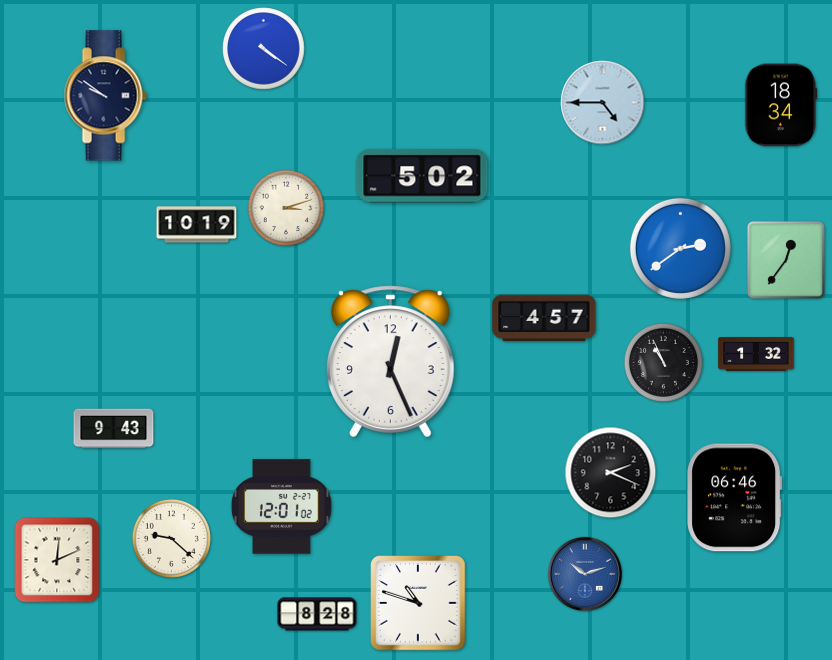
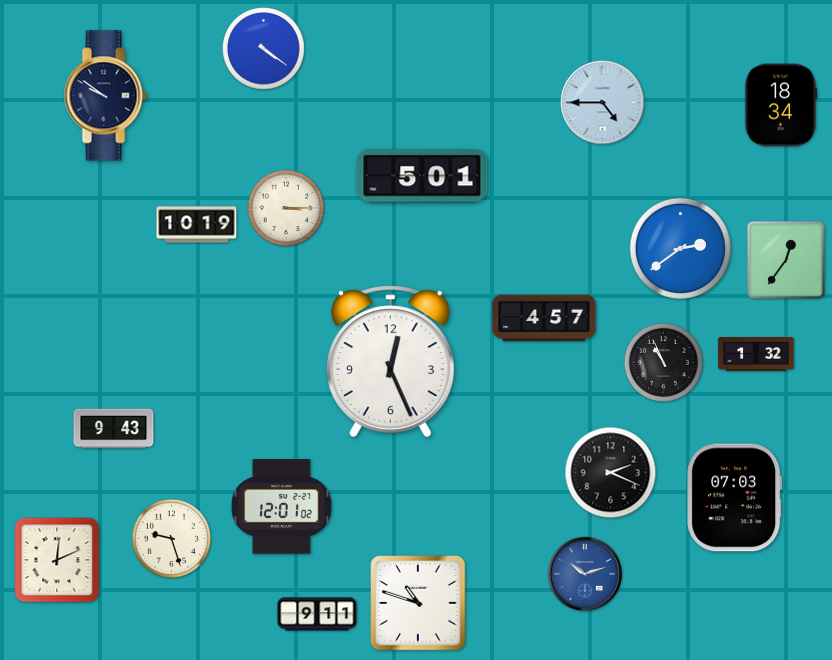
clock at (422, 176): 5:02 -> 5:01
clock at (286, 208): 3:12 -> 3:15
clock at (735, 498): 06:46 -> 07:03
clock at (171, 538): 9:22 -> 9:27
clock at (317, 614): 8:28 -> 9:11
